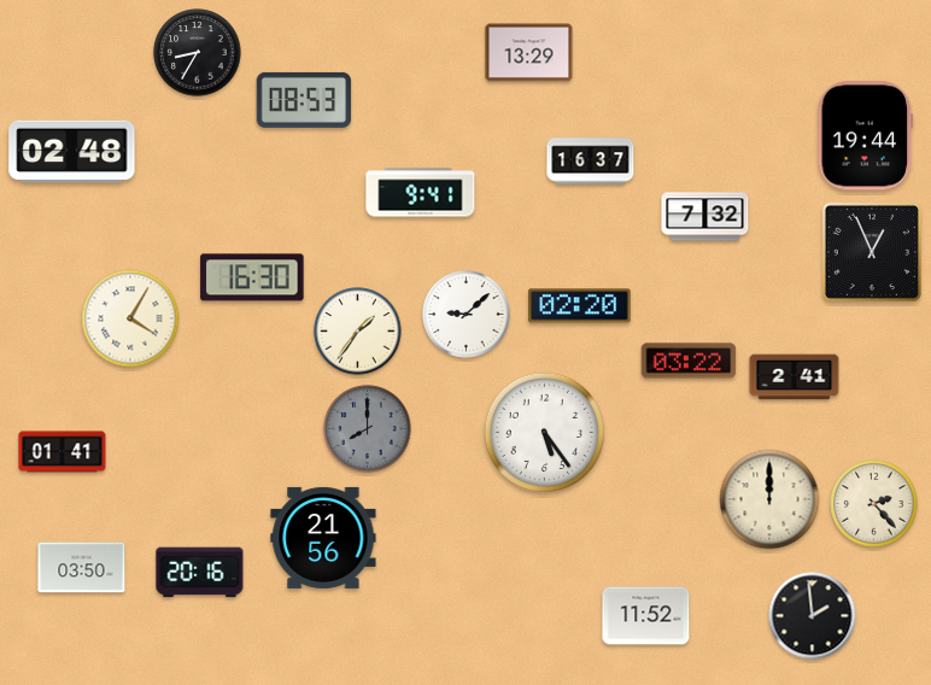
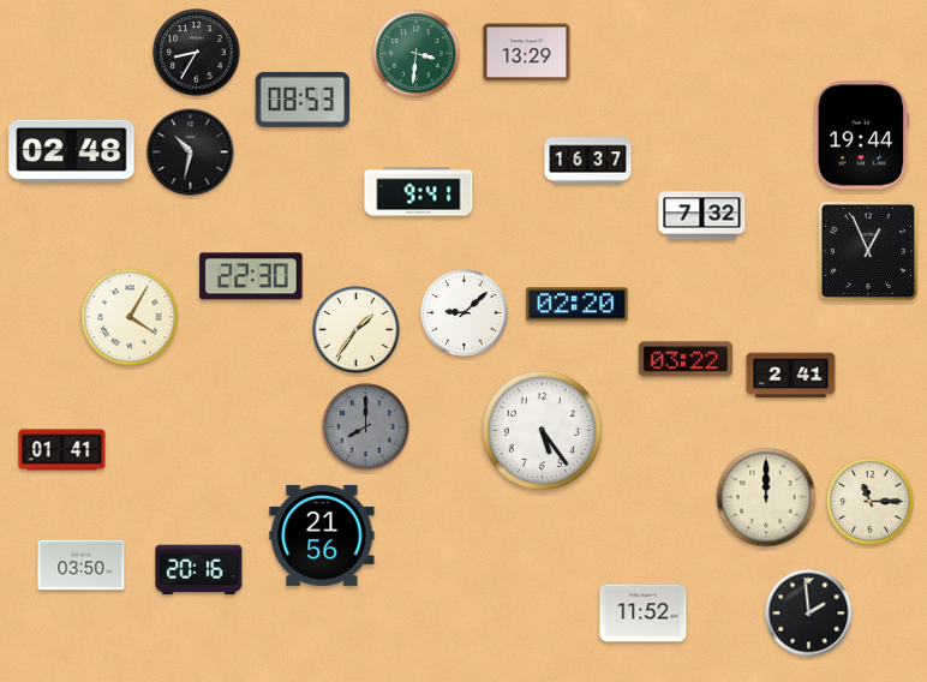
clock at (417, 54): none -> 3:31
clock at (191, 152): none -> 10:32
clock at (252, 277): 16:30 -> 22:30
clock at (874, 504): 2:23 -> 11:15
